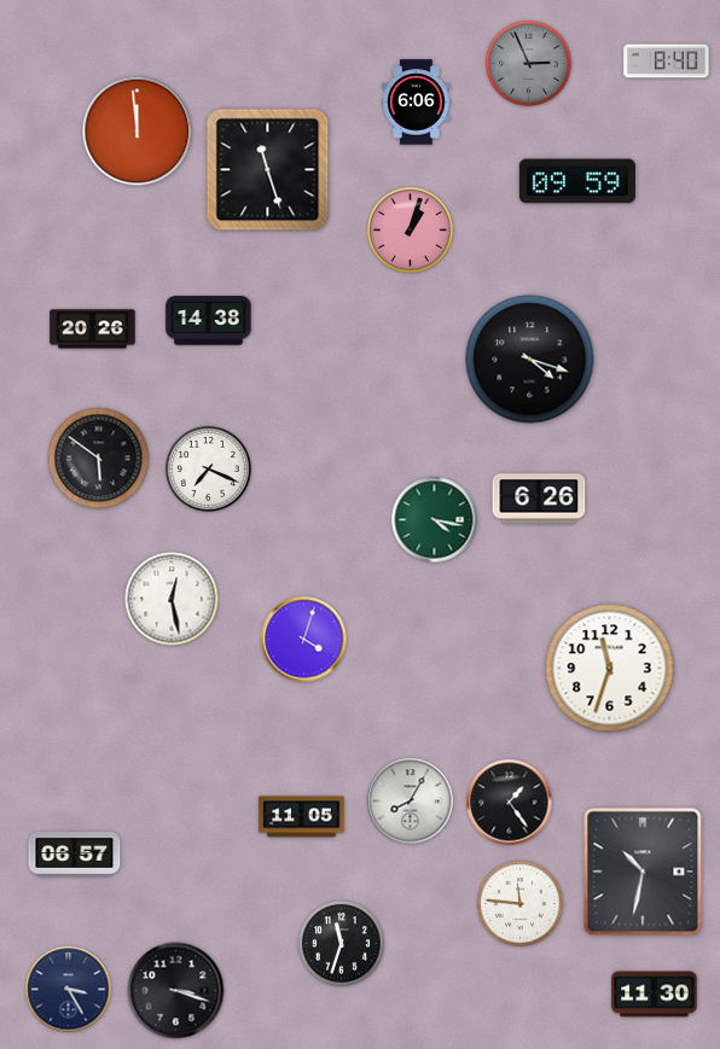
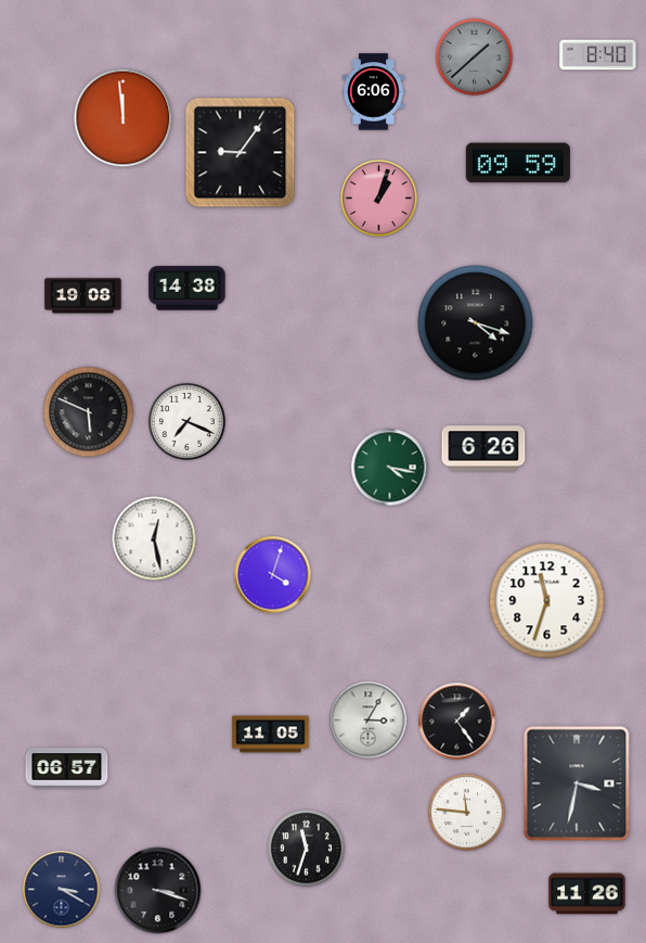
clock at (528, 63): 2:56 -> 1:38
clock at (268, 170): 11:27 -> 9:06
clock at (410, 229) position: (410, 229) -> (378, 197)
clock at (93, 330): 20:26 -> 19:08
clock at (99, 459): 5:51 -> 5:49
clock at (411, 802): 8:05 -> 3:05
clock at (643, 872): 10:32 -> 3:32
clock at (69, 990): 3:25 -> 3:20
clock at (655, 995): 11:30 -> 11:26
